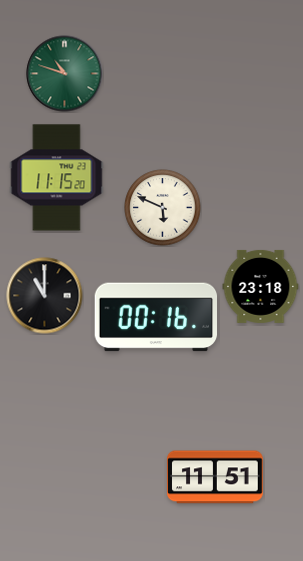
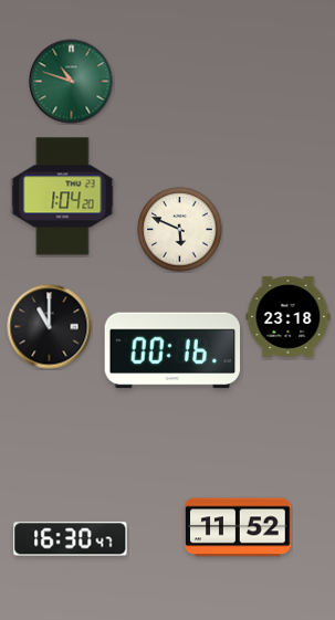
clock at (57, 178): 11:15 -> 1:04
clock at (216, 477): 11:51 -> 11:52
clock at (71, 539): none -> 16:30
